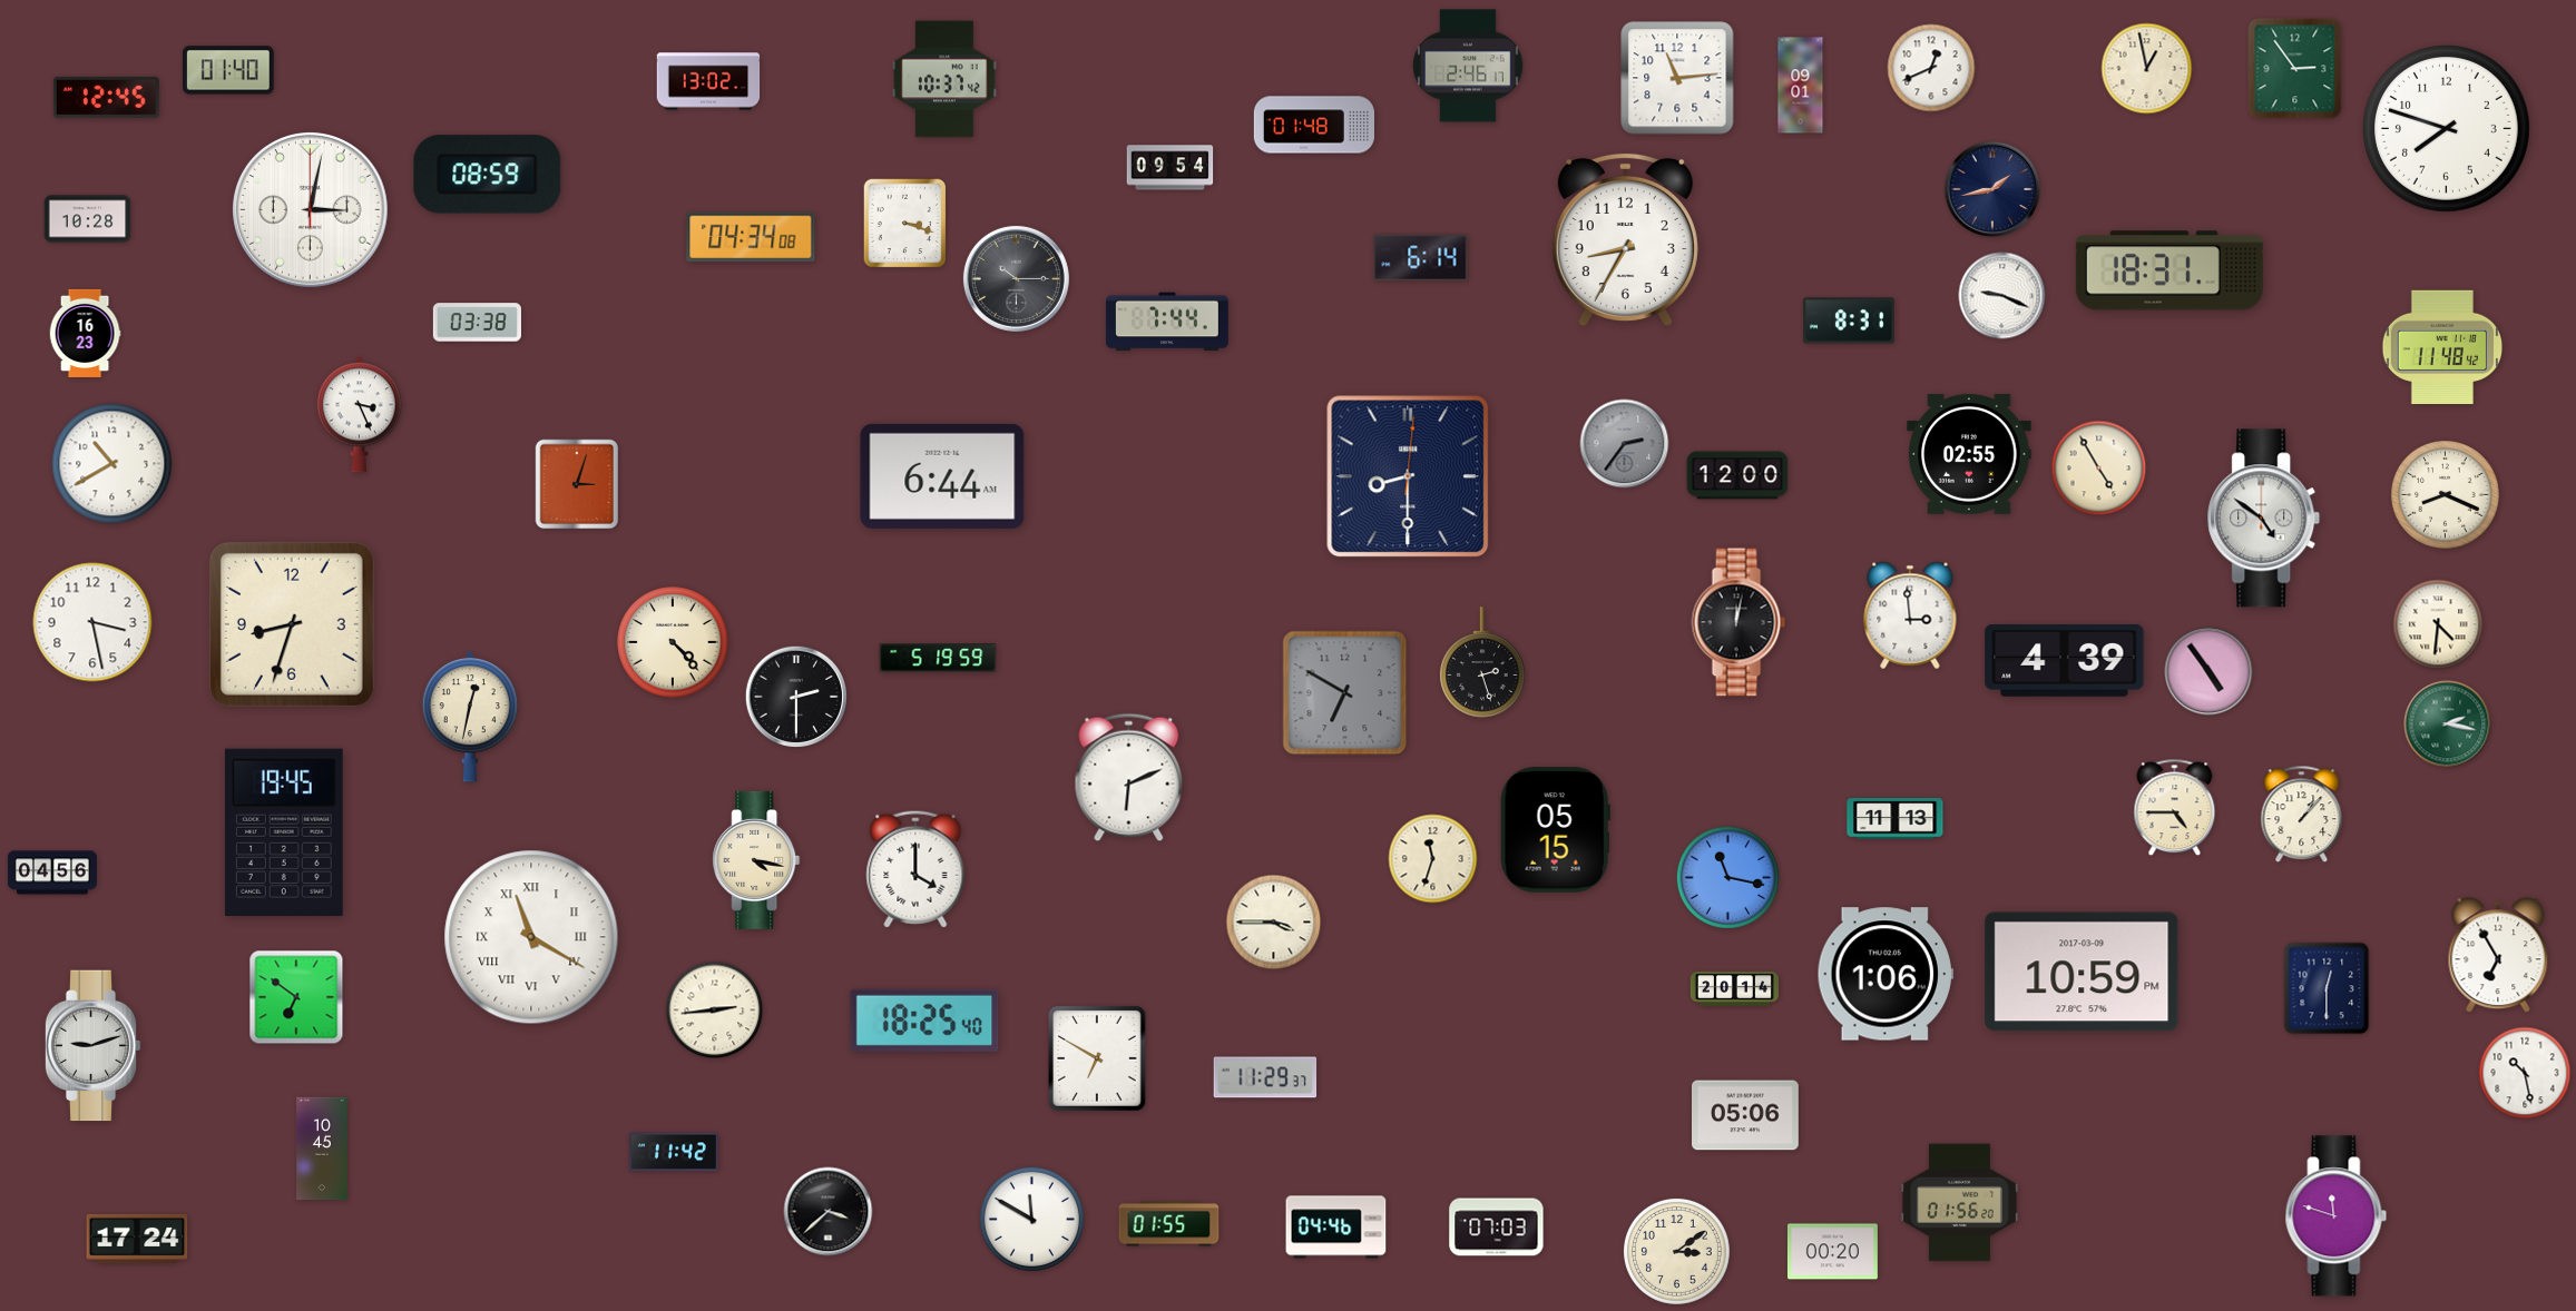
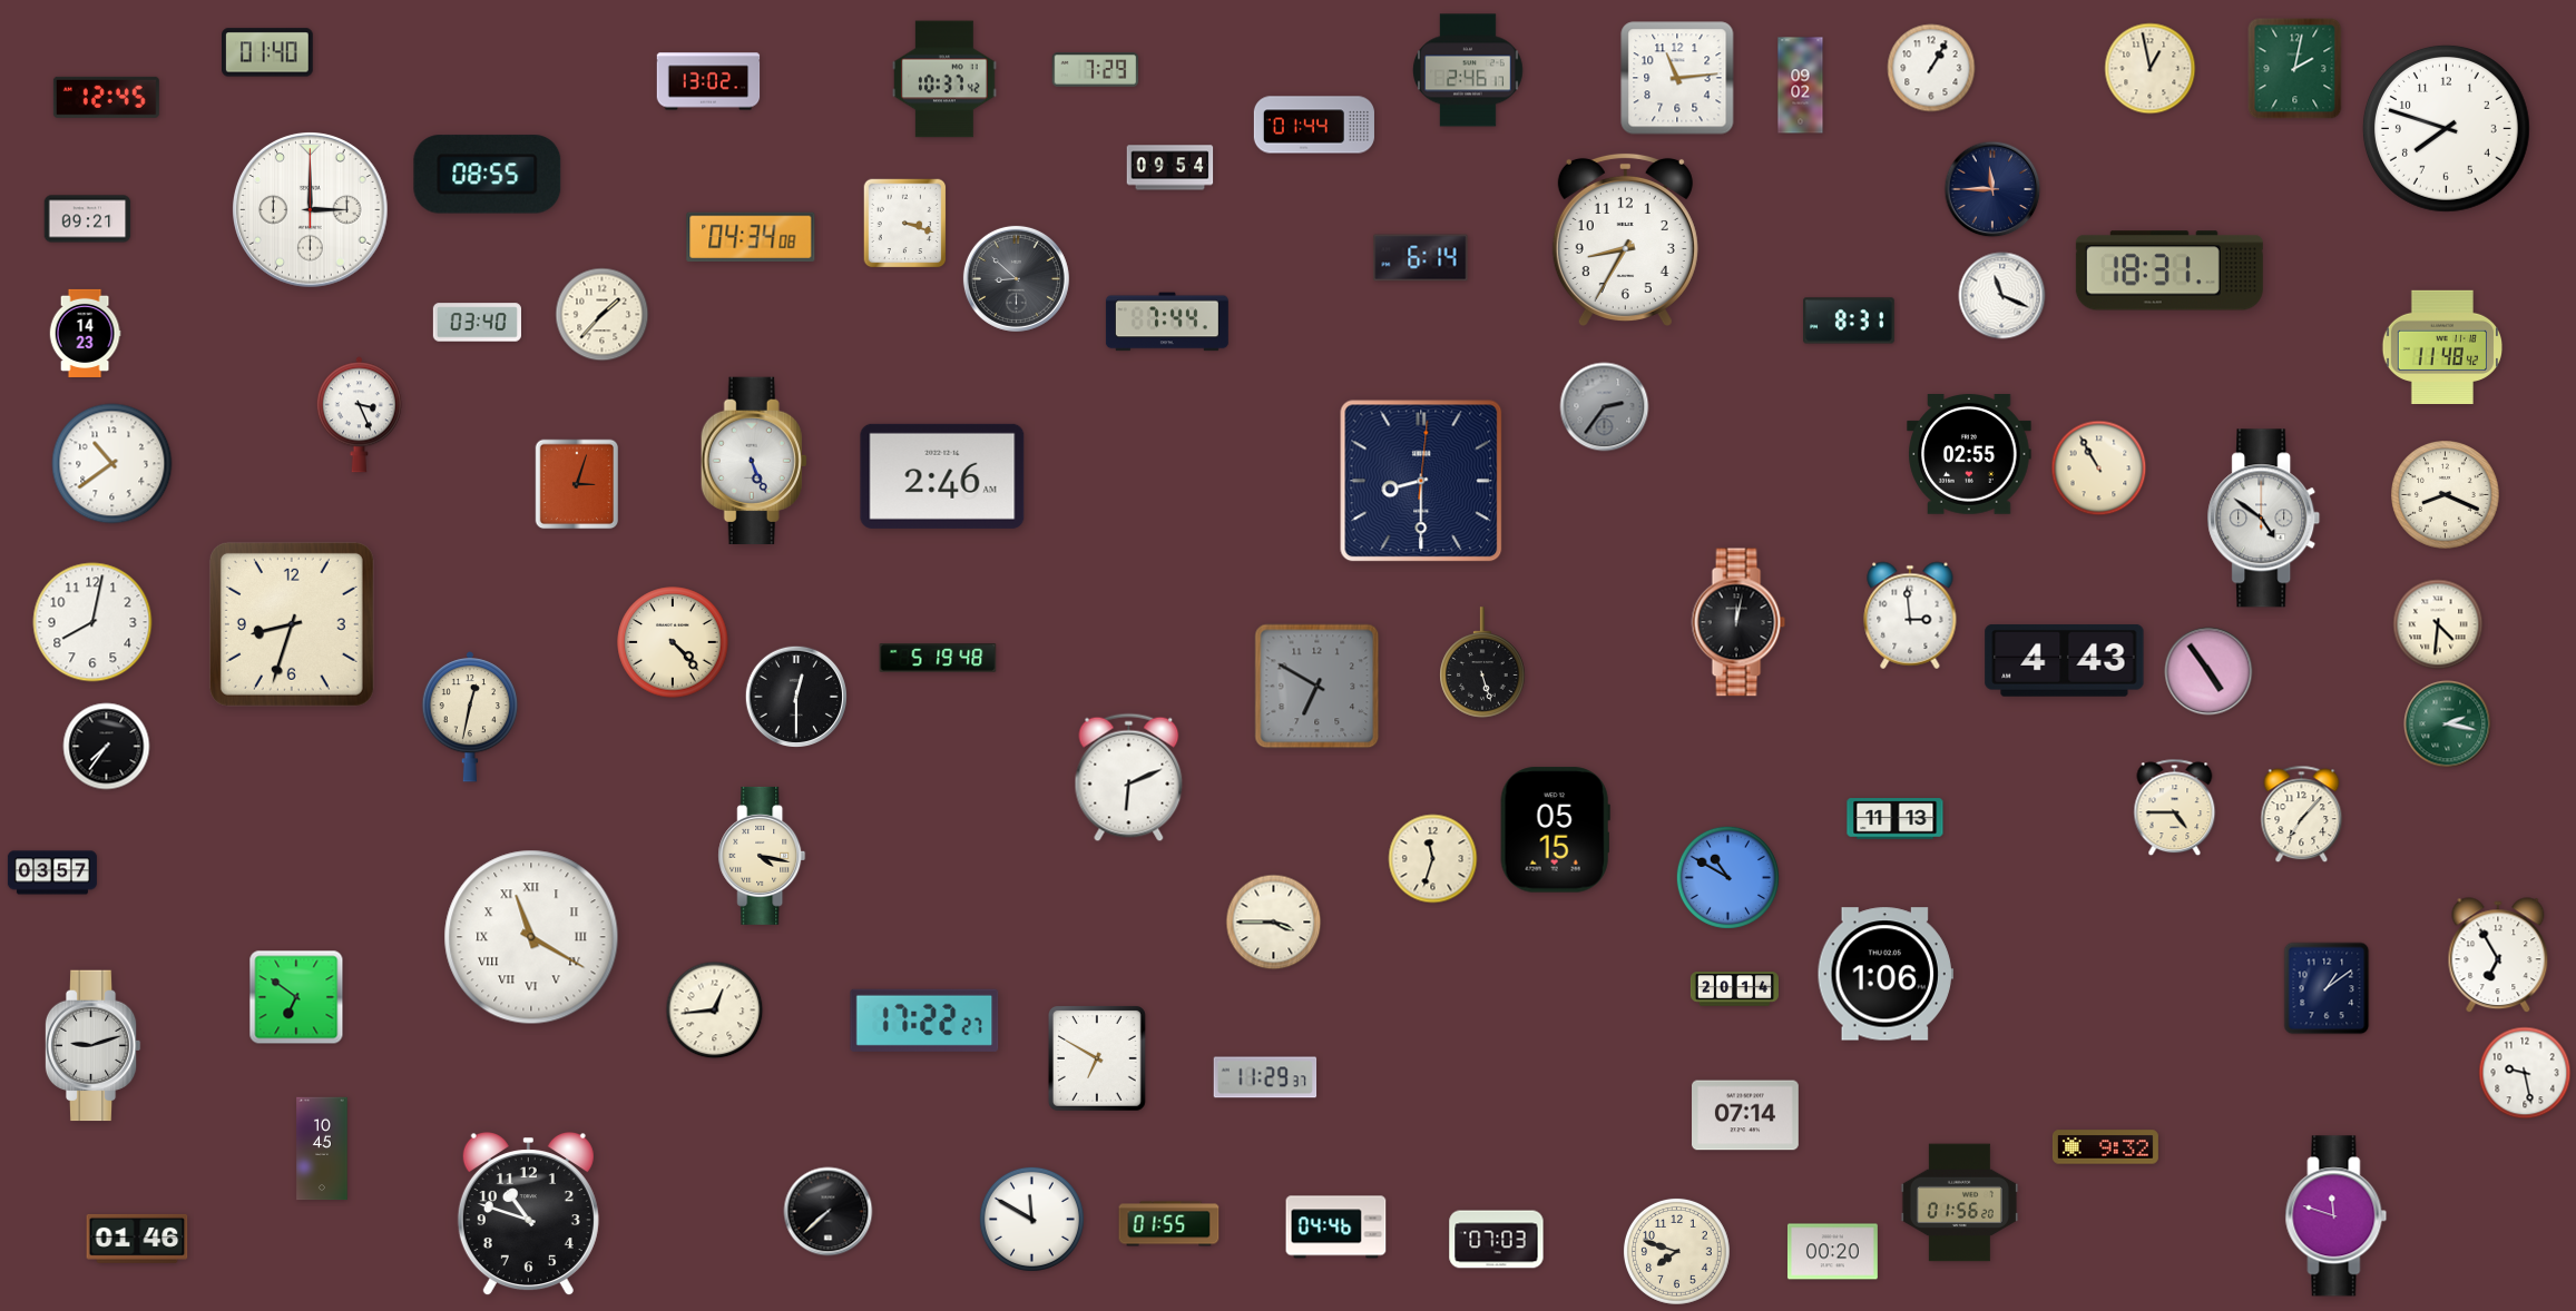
clock at (1469, 66) position: (1469, 66) -> (1469, 70)
clock at (1931, 68): 12:41 -> 1:05
clock at (2147, 69) position: (2147, 69) -> (2151, 69)
clock at (2295, 69): 2:54 -> 2:02
clock at (229, 70) position: (229, 70) -> (268, 52)
clock at (1096, 70): none -> 7:29
clock at (1801, 86): 09:01 -> 09:02
clock at (1314, 125): 01:48 -> 01:44
clock at (488, 175): 08:59 -> 08:55
clock at (1992, 189): 1:43 -> 11:45
clock at (311, 210): 3:02 -> 3:00
clock at (88, 219): 10:28 -> 09:21
clock at (1016, 278): 10:15 -> 8:52
clock at (2002, 296): 9:19 -> 11:19
clock at (603, 315): none -> 1:37
clock at (477, 323): 03:38 -> 03:40
clock at (85, 333): 16:23 -> 14:23
clock at (1625, 444) position: (1625, 444) -> (1605, 407)
clock at (754, 460): none -> 5:26
clock at (112, 464): 10:40 -> 10:39
clock at (2099, 469): 4:55 -> 10:55
clock at (1737, 475): 12:00 -> none
clock at (942, 476): 6:44 -> 2:46
clock at (1408, 476) position: (1408, 476) -> (1421, 481)
clock at (92, 622): 3:28 -> 8:02
clock at (938, 658): 5:19:59 -> 5:19:48
clock at (2065, 660): 4:39 -> 4:43
clock at (1482, 662): 2:27 -> 5:27
clock at (1345, 693) position: (1345, 693) -> (1318, 687)
clock at (795, 696): 2:30 -> 12:30
clock at (107, 747): none -> 7:36
clock at (2302, 815): 1:07 -> 7:07
clock at (284, 832): 19:45 -> none
clock at (756, 860) position: (756, 860) -> (762, 856)
clock at (915, 869): 4:00 -> none
clock at (52, 873): 04:56 -> 03:57
clock at (1727, 877): 11:17 -> 10:50
clock at (2082, 972): 10:59 -> none
clock at (2327, 988): 12:30 -> 1:09
clock at (715, 1011): 2:44 -> 12:44
clock at (924, 1021): 18:25 -> 17:22
clock at (2525, 1073): 10:28 -> 9:28
clock at (1746, 1115): 05:06 -> 07:14
clock at (2105, 1147): none -> 9:32
clock at (674, 1152): 11:42 -> none
clock at (829, 1212): 3:38 -> 7:38
clock at (528, 1215): none -> 10:48
clock at (1497, 1228) position: (1497, 1228) -> (1497, 1240)
clock at (137, 1239): 17:24 -> 01:46
clock at (1676, 1251): 3:09 -> 7:48
